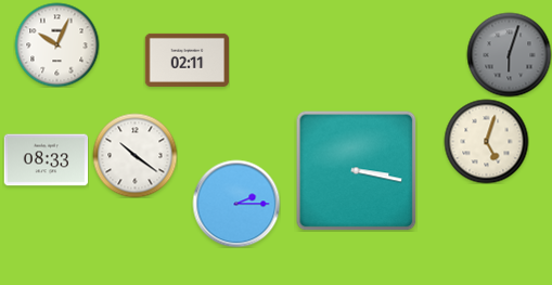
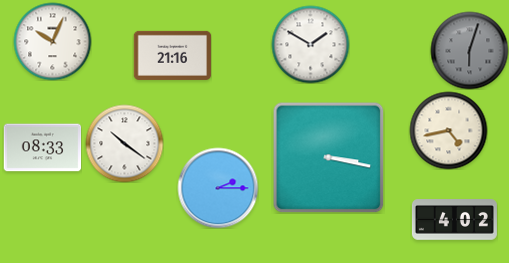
clock at (310, 44): none -> 1:50
clock at (187, 60): 02:11 -> 21:16
clock at (486, 141): 5:03 -> 4:43
clock at (454, 220): none -> 4:02
